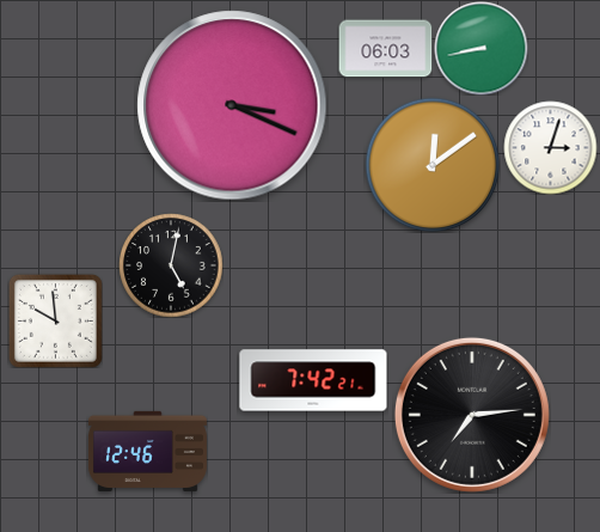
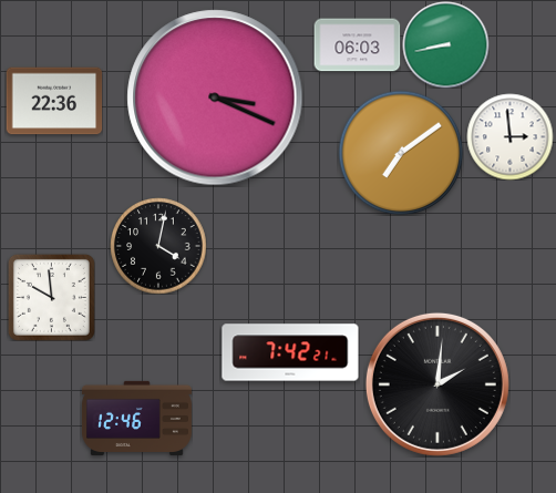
clock at (54, 101): none -> 22:36
clock at (550, 147): 3:03 -> 2:59
clock at (433, 165): 12:09 -> 7:09
clock at (171, 265): 5:02 -> 4:02
clock at (472, 415): 7:14 -> 2:01
